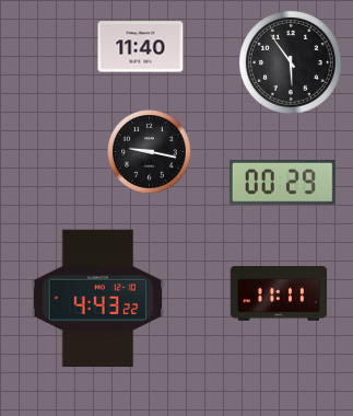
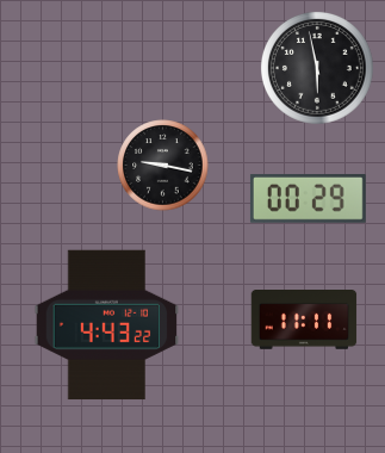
clock at (141, 47): 11:40 -> none
clock at (291, 62): 5:54 -> 5:58
